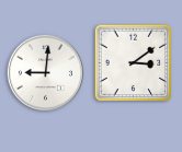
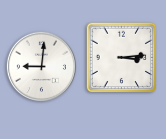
clock at (134, 63): 3:09 -> 3:14
